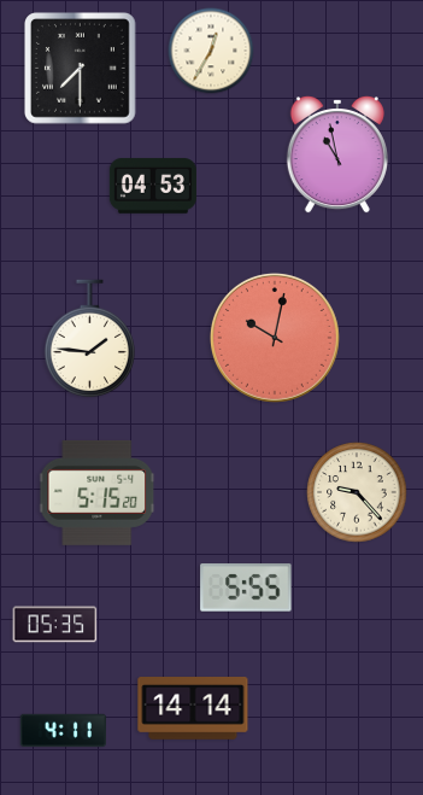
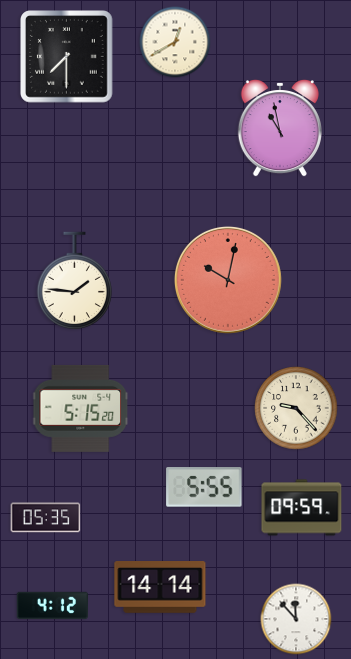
clock at (211, 51): 12:35 -> 12:40
clock at (153, 186): 04:53 -> none
clock at (302, 508): none -> 09:59
clock at (63, 730): 4:11 -> 4:12
clock at (296, 619): none -> 11:53
